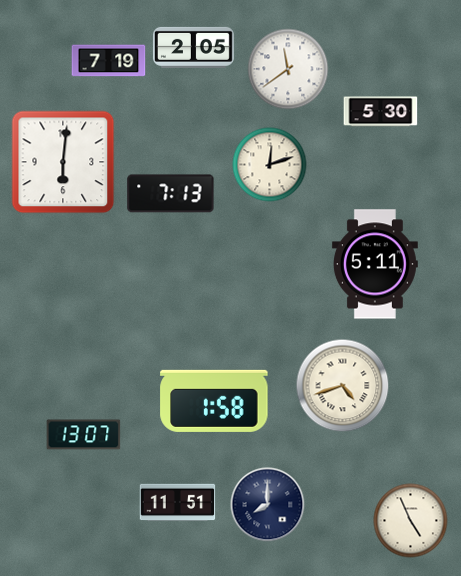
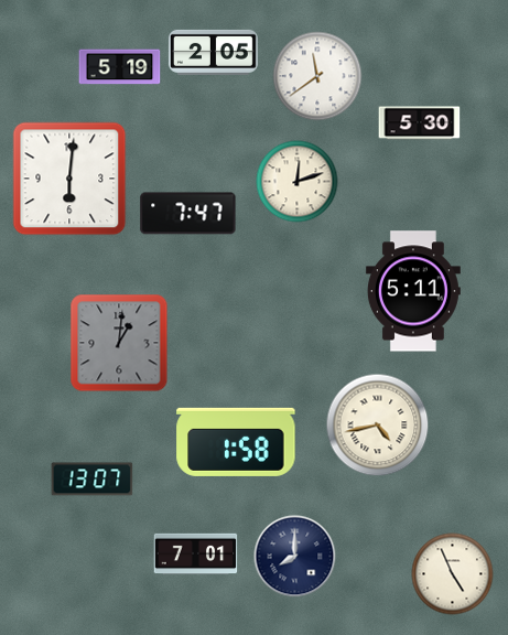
clock at (109, 61): 7:19 -> 5:19
clock at (171, 194): 7:13 -> 7:47
clock at (119, 343): none -> 1:01
clock at (343, 386): 4:42 -> 4:43
clock at (178, 503): 11:51 -> 7:01
